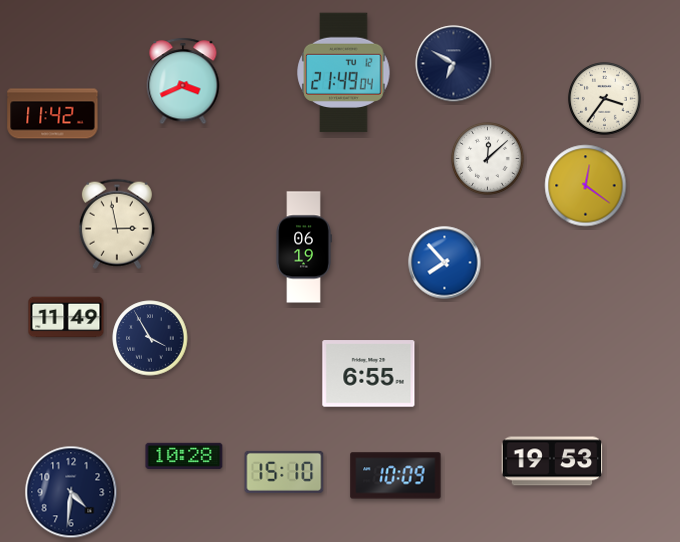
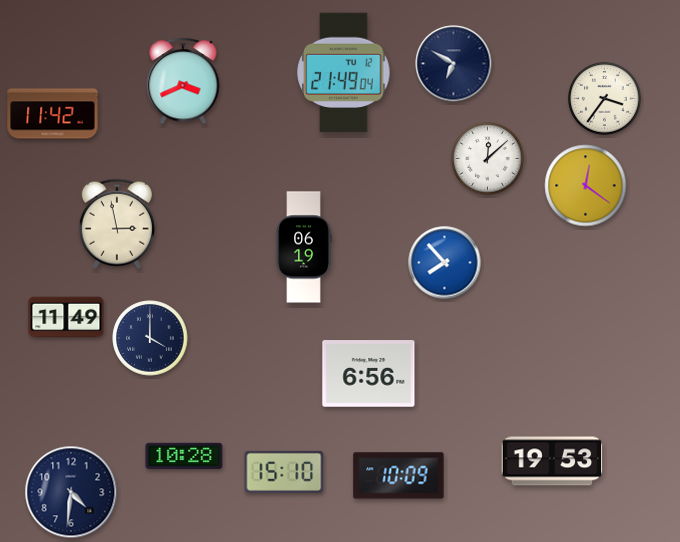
clock at (150, 338): 3:55 -> 4:00
clock at (369, 374): 6:55 -> 6:56
clock at (396, 476) position: (396, 476) -> (399, 476)
